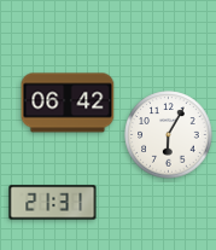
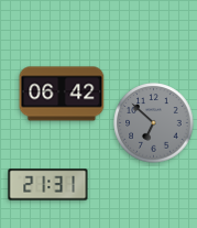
clock at (169, 135): 6:05 -> 6:52
clock at (169, 135) dial: white -> grey
